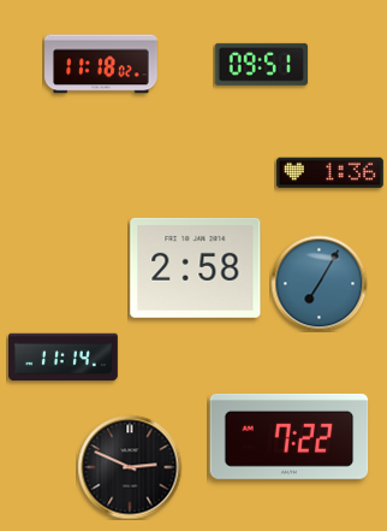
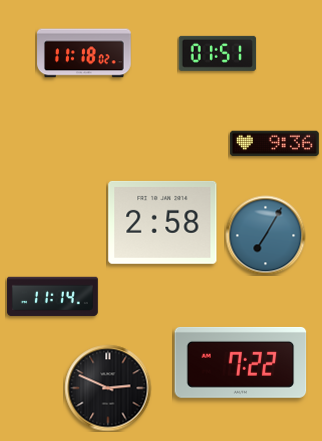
clock at (261, 64): 09:51 -> 01:51
clock at (329, 173): 1:36 -> 9:36
